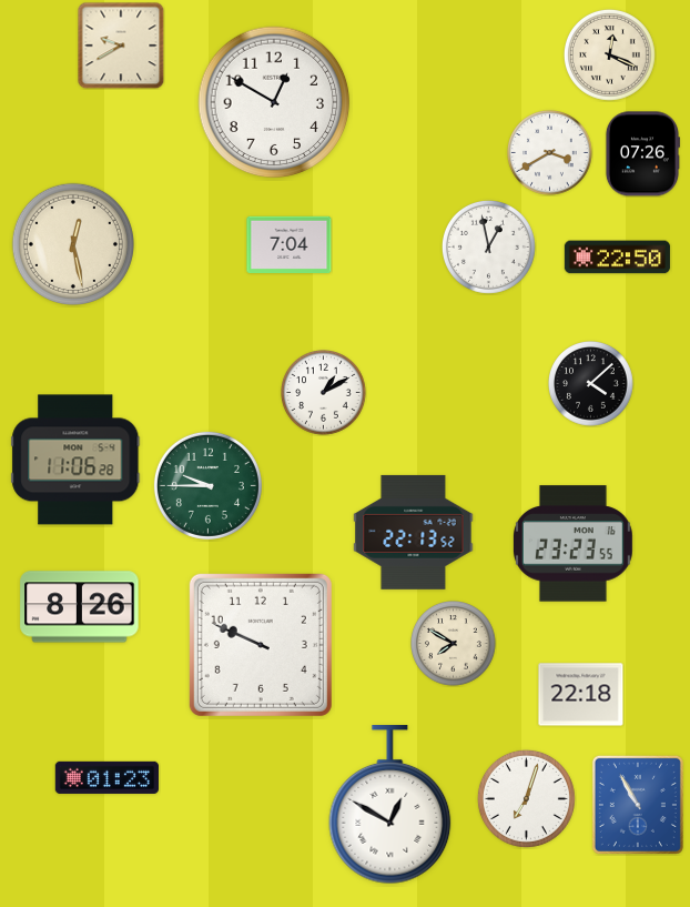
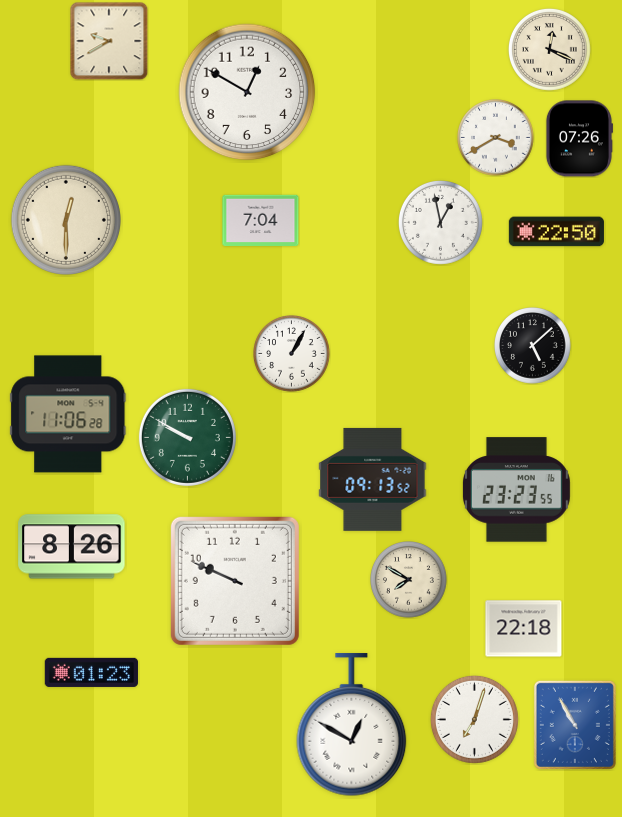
clock at (73, 244): 12:28 -> 12:30
clock at (591, 384): 4:08 -> 5:08
clock at (324, 393): 1:10 -> 1:05
clock at (207, 485): 9:45 -> 9:50
clock at (414, 532): 22:13 -> 09:13
clock at (581, 695) position: (581, 695) -> (524, 629)
clock at (106, 777) position: (106, 777) -> (91, 672)
